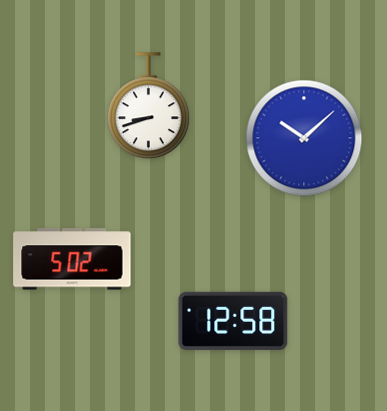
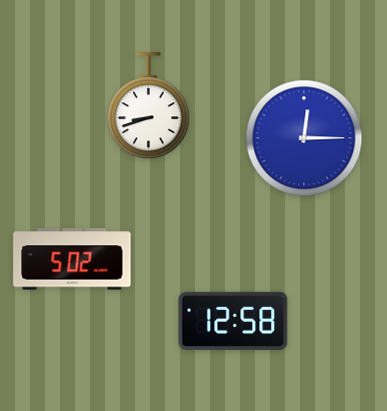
clock at (304, 138): 10:08 -> 12:15
